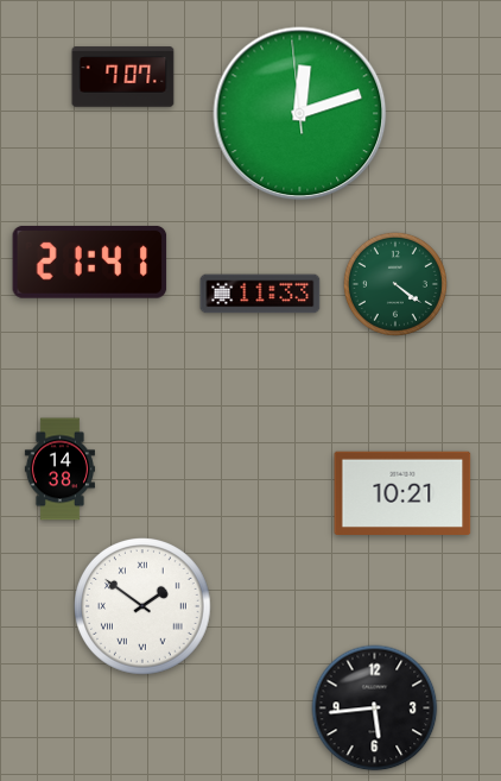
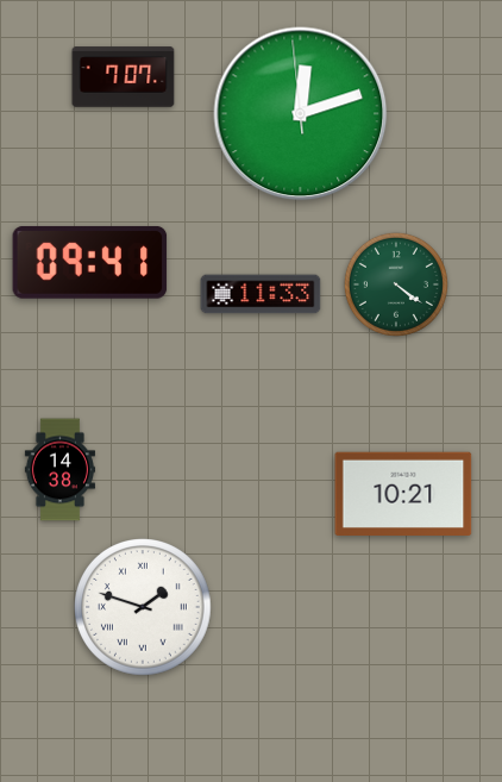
clock at (90, 262): 21:41 -> 09:41
clock at (144, 607): 1:51 -> 1:48
clock at (375, 708): 5:44 -> none
